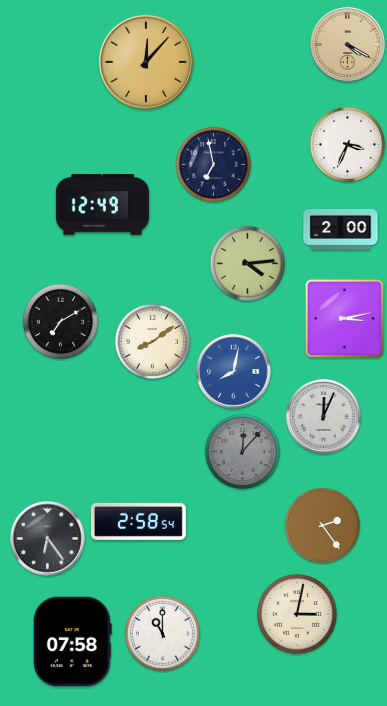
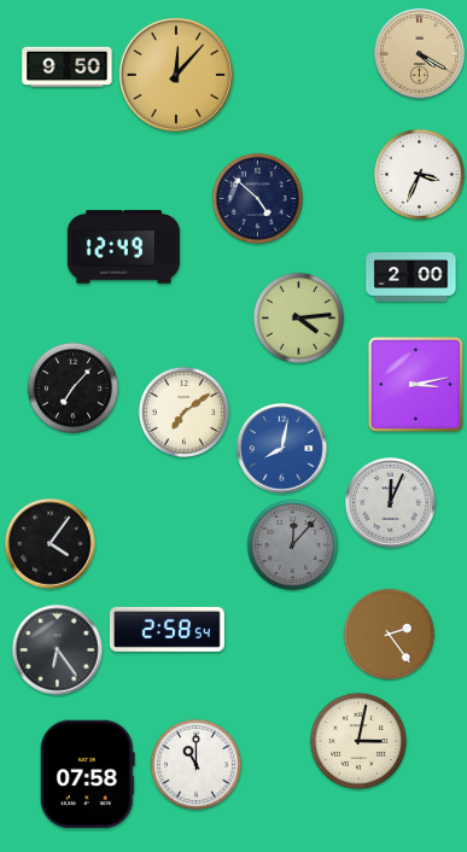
clock at (68, 68): none -> 9:50
clock at (213, 164): 6:58 -> 4:52
clock at (60, 321): 7:10 -> 7:07
clock at (152, 341): 8:09 -> 7:09
clock at (51, 544): none -> 4:06
